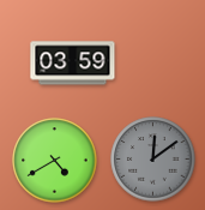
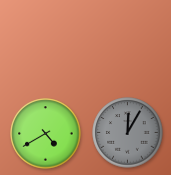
clock at (73, 64): 03:59 -> none
clock at (153, 160): 12:09 -> 12:05
